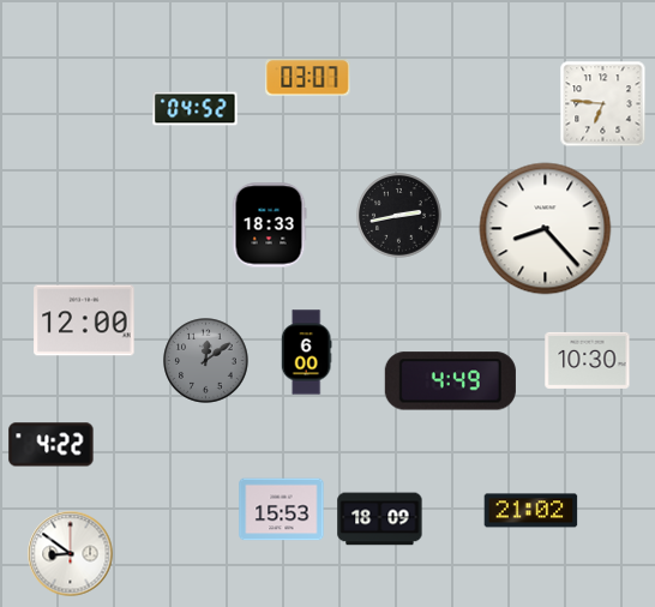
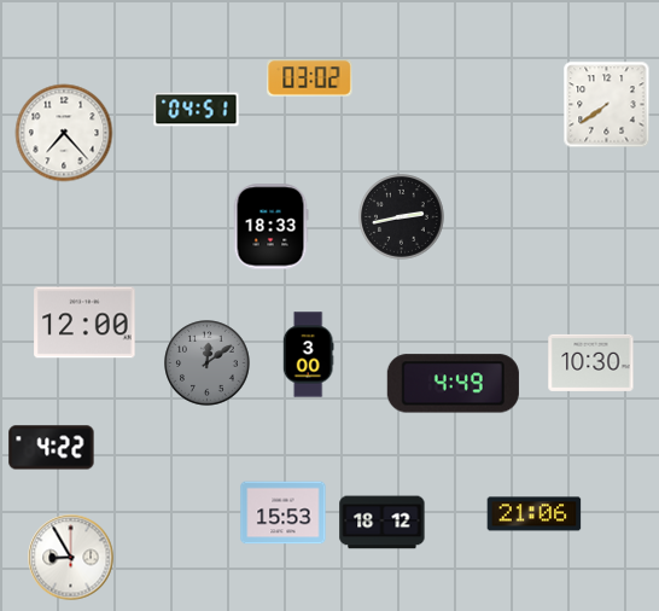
clock at (308, 78): 03:07 -> 03:02
clock at (603, 104): 6:46 -> 7:39
clock at (196, 109): 04:52 -> 04:51
clock at (64, 133): none -> 7:23
clock at (546, 229): 8:23 -> none
clock at (306, 353): 6:00 -> 3:00
clock at (531, 511): 21:02 -> 21:06
clock at (380, 519): 18:09 -> 18:12
clock at (71, 554): 8:51 -> 8:55
